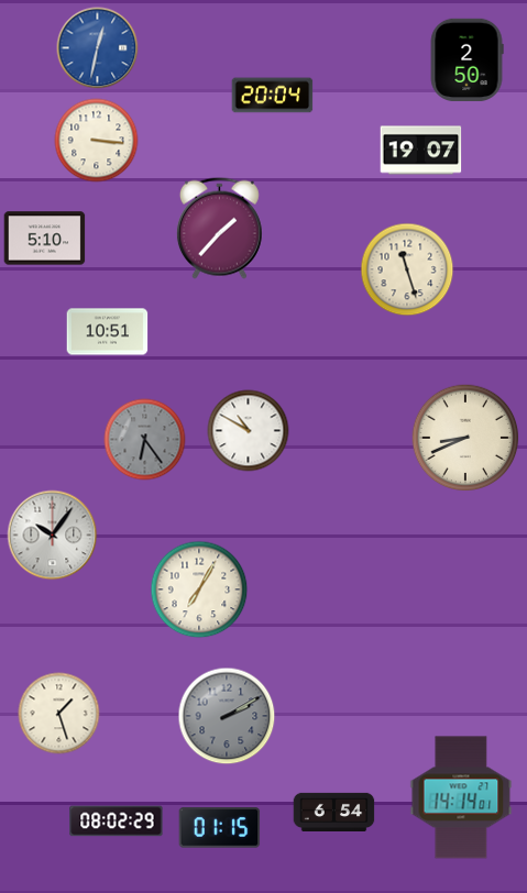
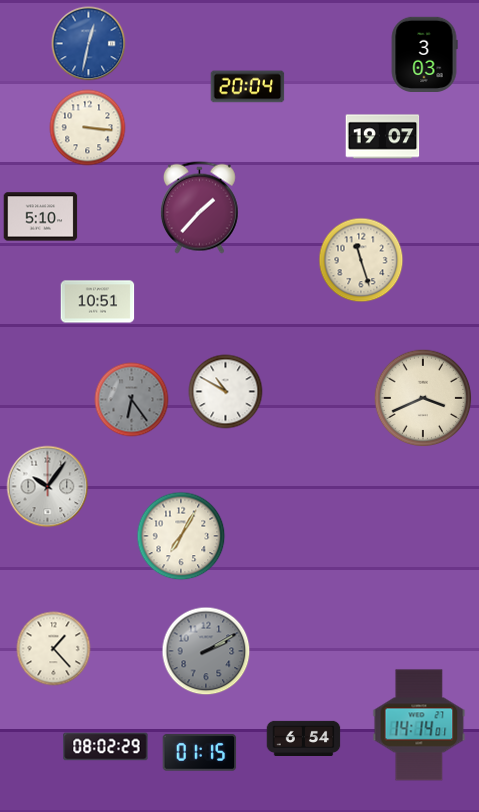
clock at (466, 59): 2:50 -> 3:03
clock at (407, 269) position: (407, 269) -> (361, 260)
clock at (465, 438): 8:41 -> 3:41
clock at (59, 714): 1:27 -> 1:23
